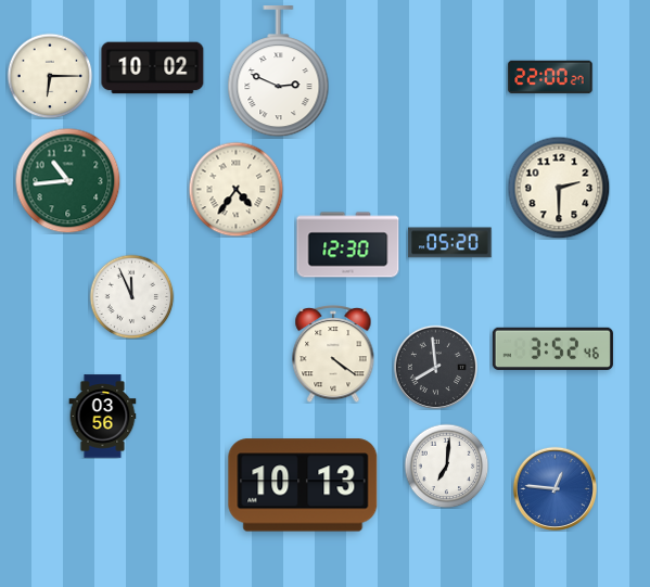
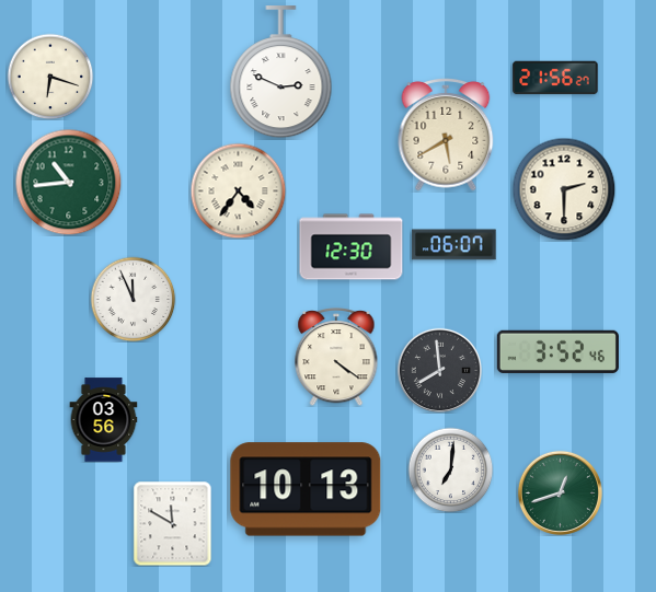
clock at (153, 68): 10:02 -> none
clock at (50, 76): 6:15 -> 6:18
clock at (550, 77): 22:00 -> 21:56
clock at (446, 136): none -> 5:40
clock at (450, 243): 05:20 -> 06:07
clock at (555, 488): 12:46 -> 12:42
clock at (555, 488) dial: blue -> green
clock at (173, 523): none -> 11:50
